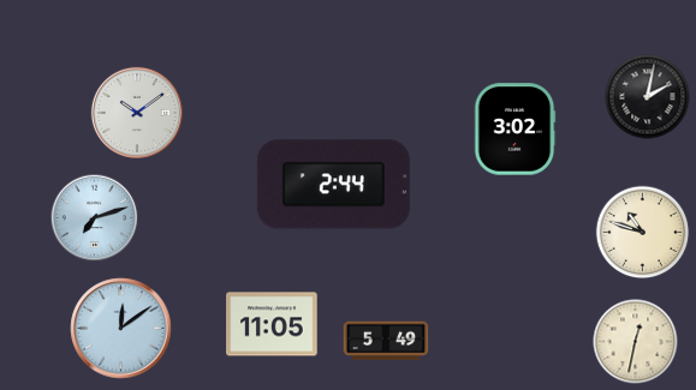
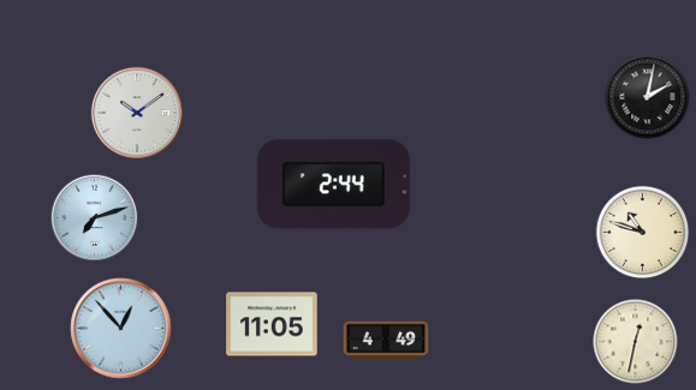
clock at (514, 130): 3:02 -> none
clock at (121, 329): 12:09 -> 12:53
clock at (386, 341): 5:49 -> 4:49
